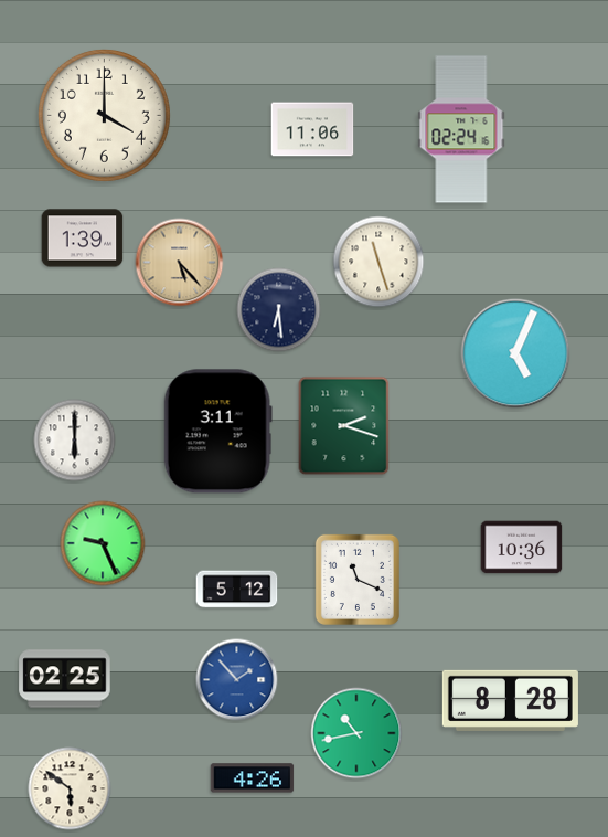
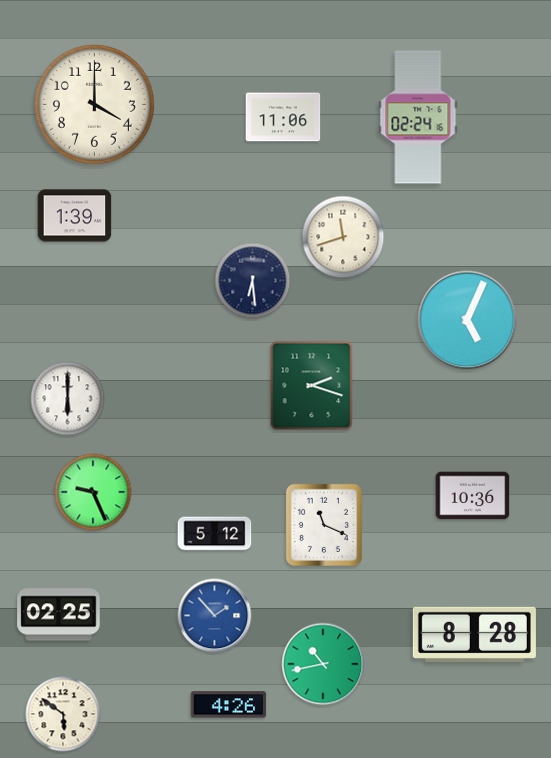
clock at (378, 262): 11:27 -> 11:42
clock at (180, 263): 5:23 -> none
clock at (217, 432): 3:11 -> none
clock at (510, 700) position: (510, 700) -> (474, 634)
